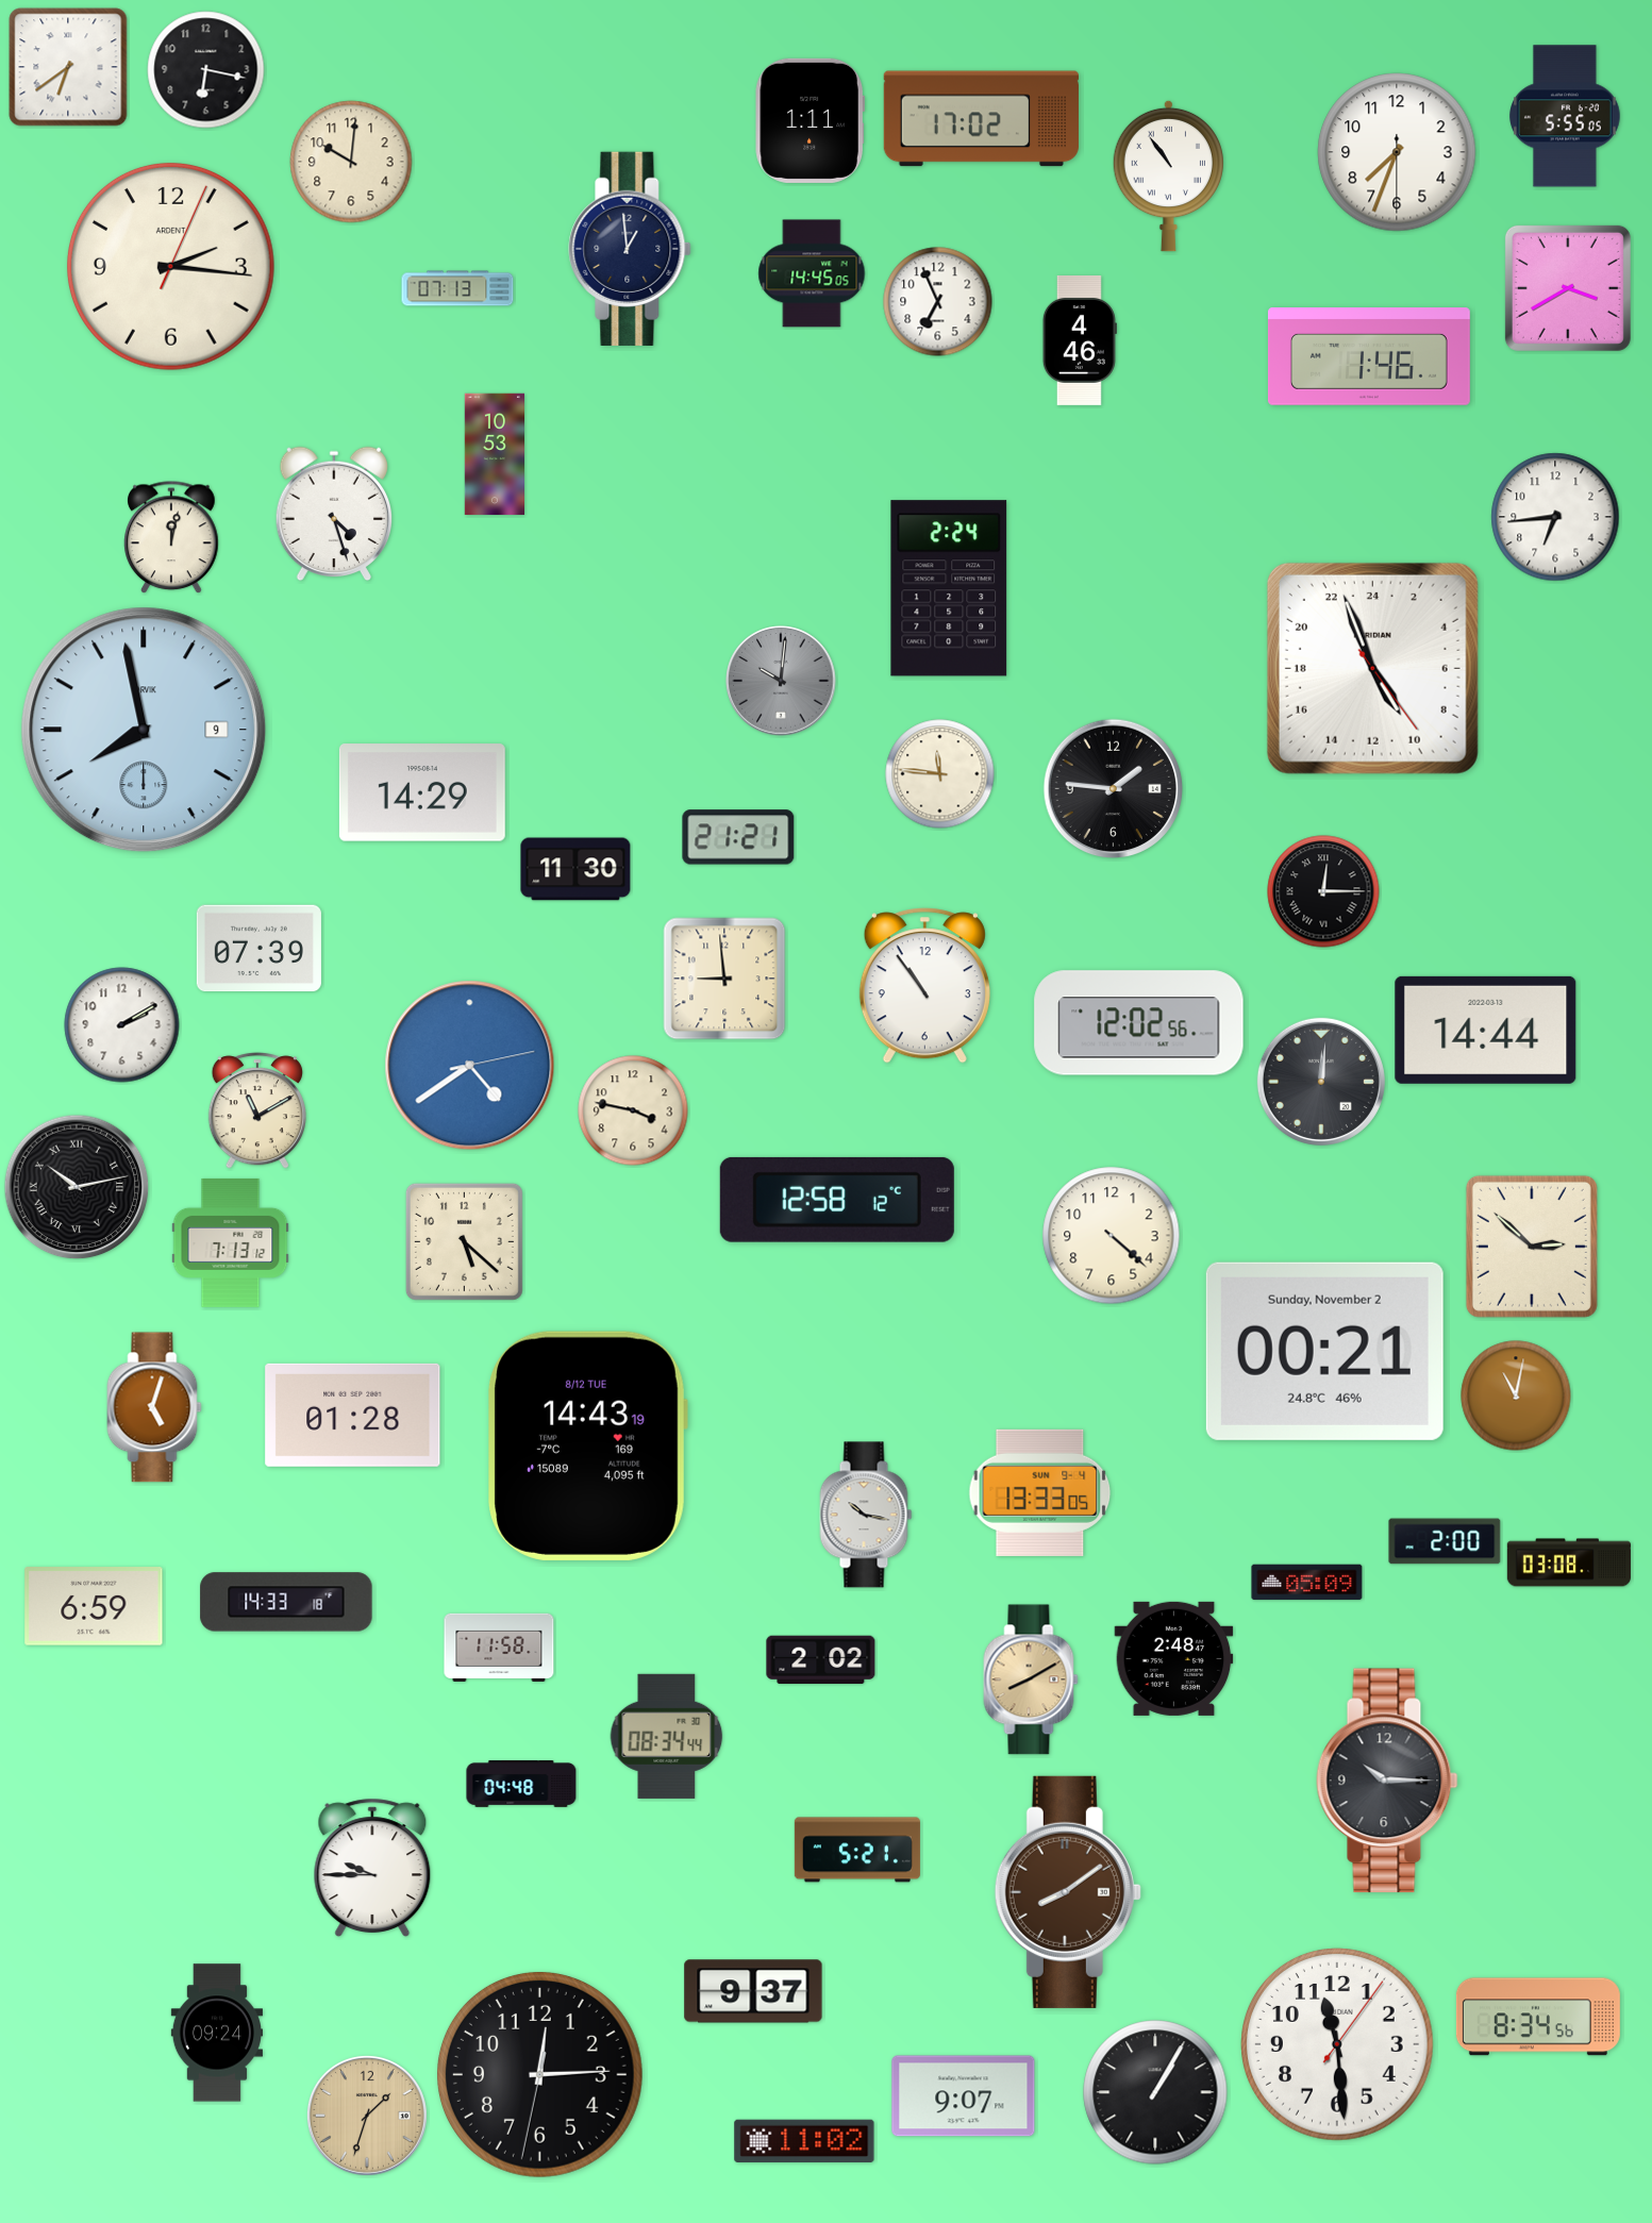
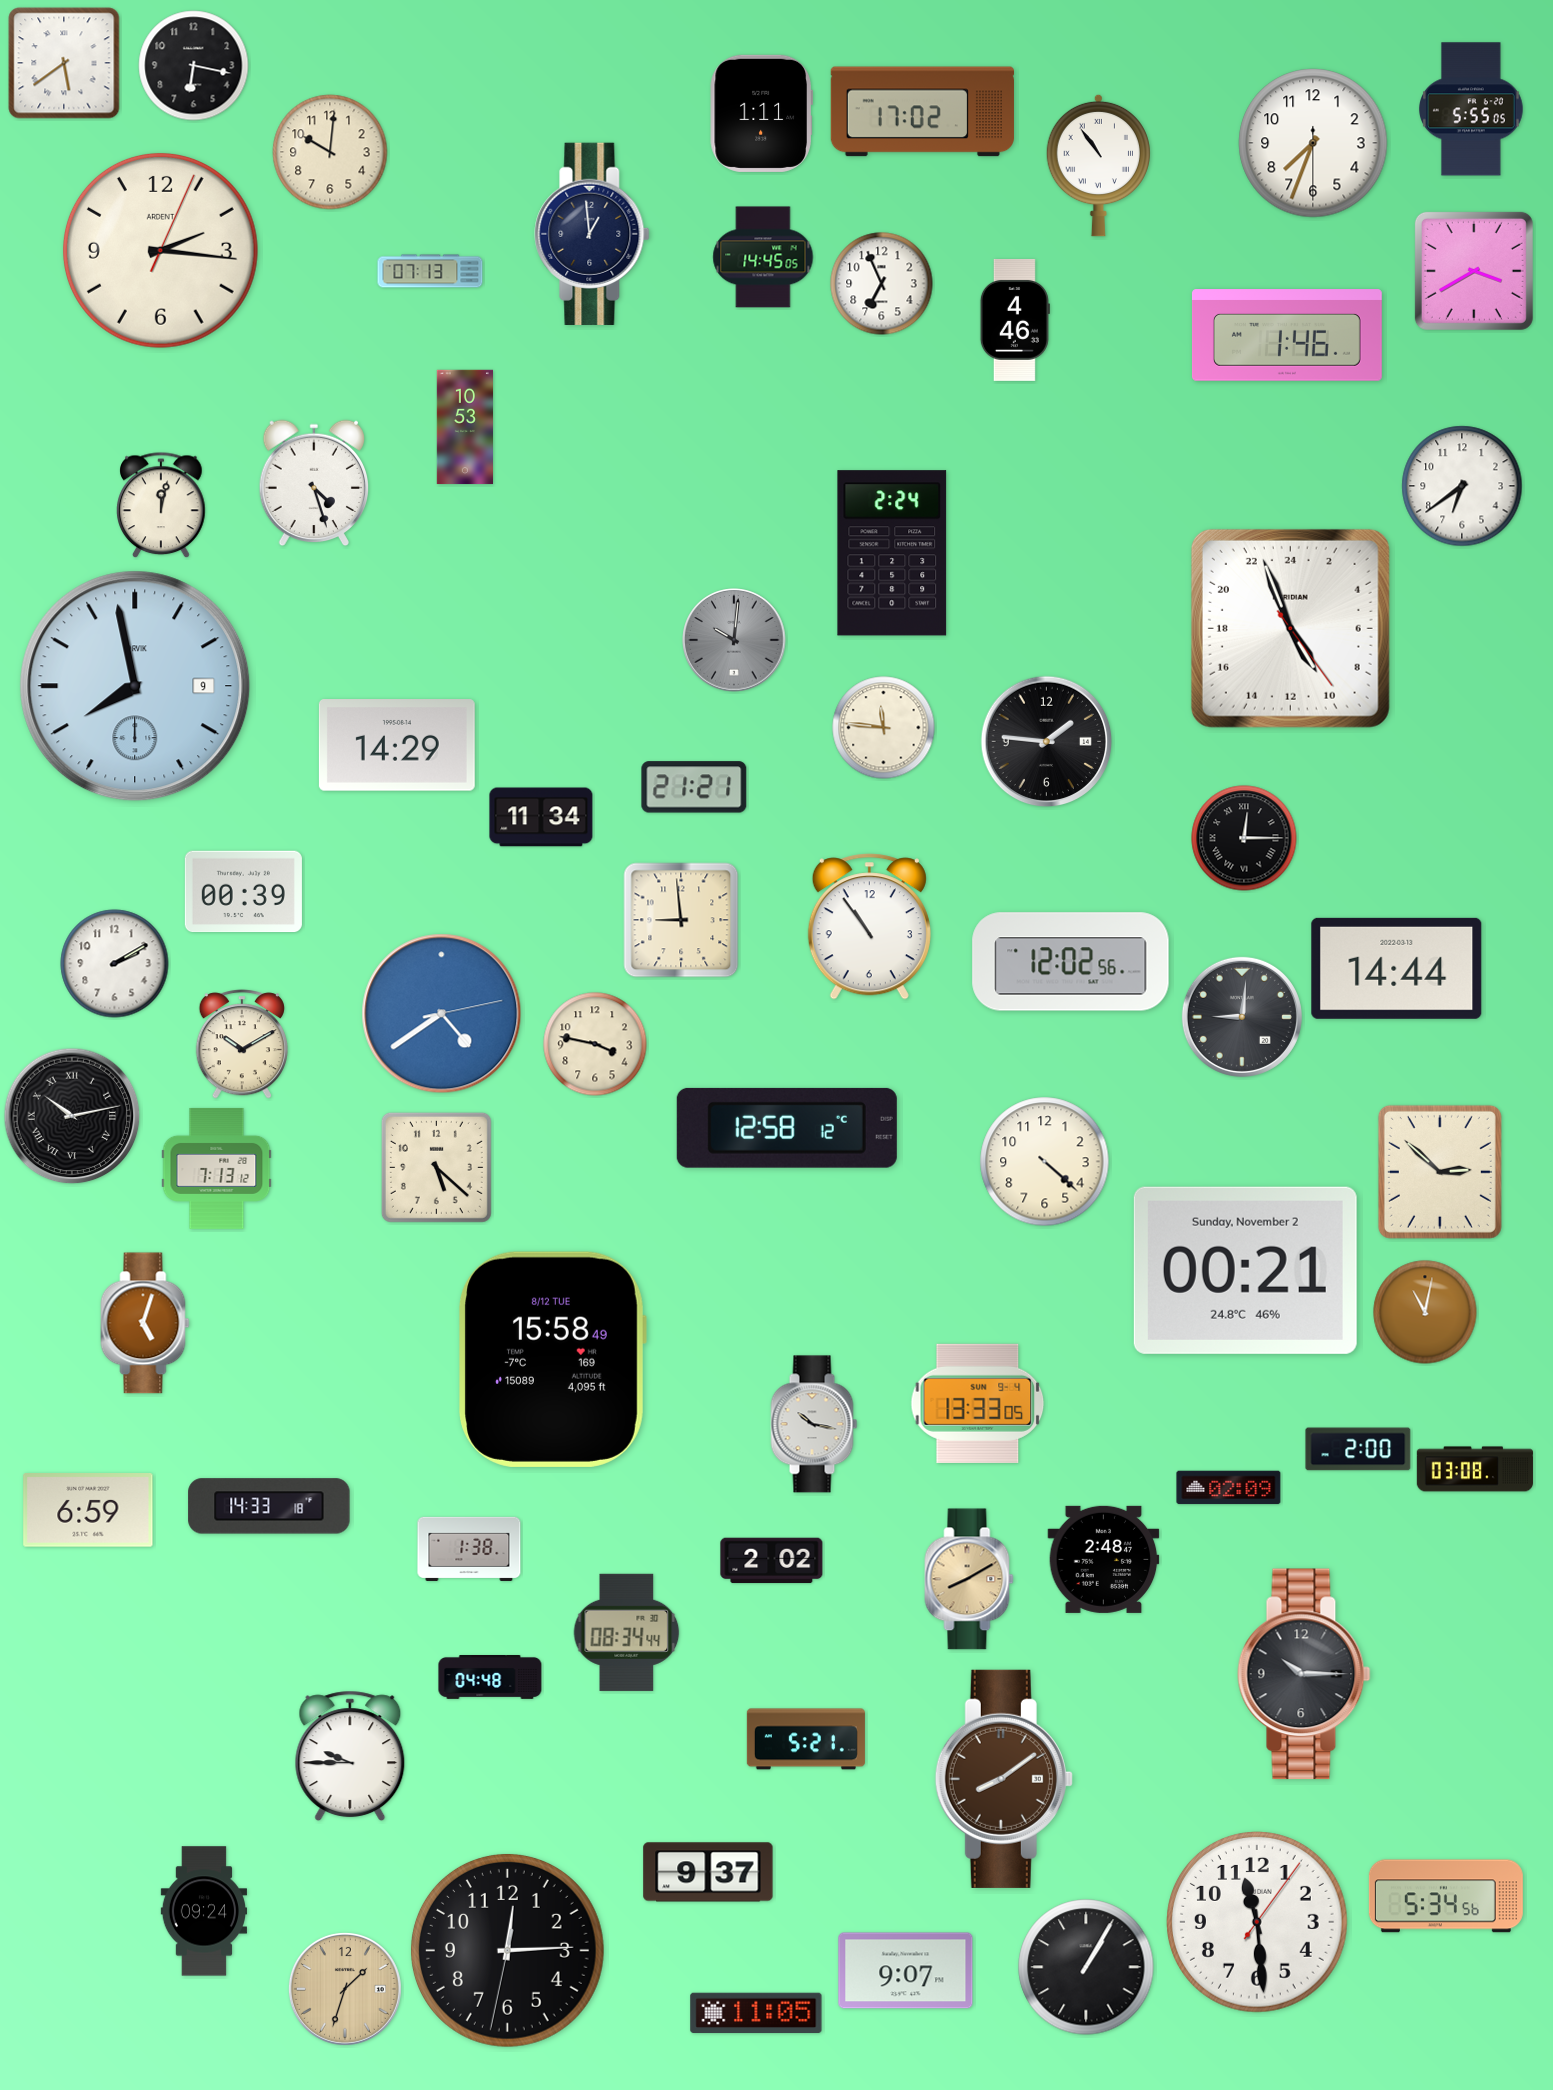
clock at (68, 67): 6:39 -> 5:39
clock at (1555, 517): 6:44 -> 6:39
clock at (575, 869): 11:30 -> 11:34
clock at (258, 949): 07:39 -> 00:39
clock at (470, 1066) position: (470, 1066) -> (442, 1014)
clock at (1321, 1082): 12:01 -> 9:01
clock at (257, 1110): 11:10 -> 10:10
clock at (353, 1415): 01:28 -> none
clock at (587, 1445): 14:43 -> 15:58
clock at (1307, 1583): 05:09 -> 02:09
clock at (499, 1648): 11:58 -> 1:38
clock at (1538, 2017): 8:34 -> 5:34
clock at (804, 2141): 11:02 -> 11:05
